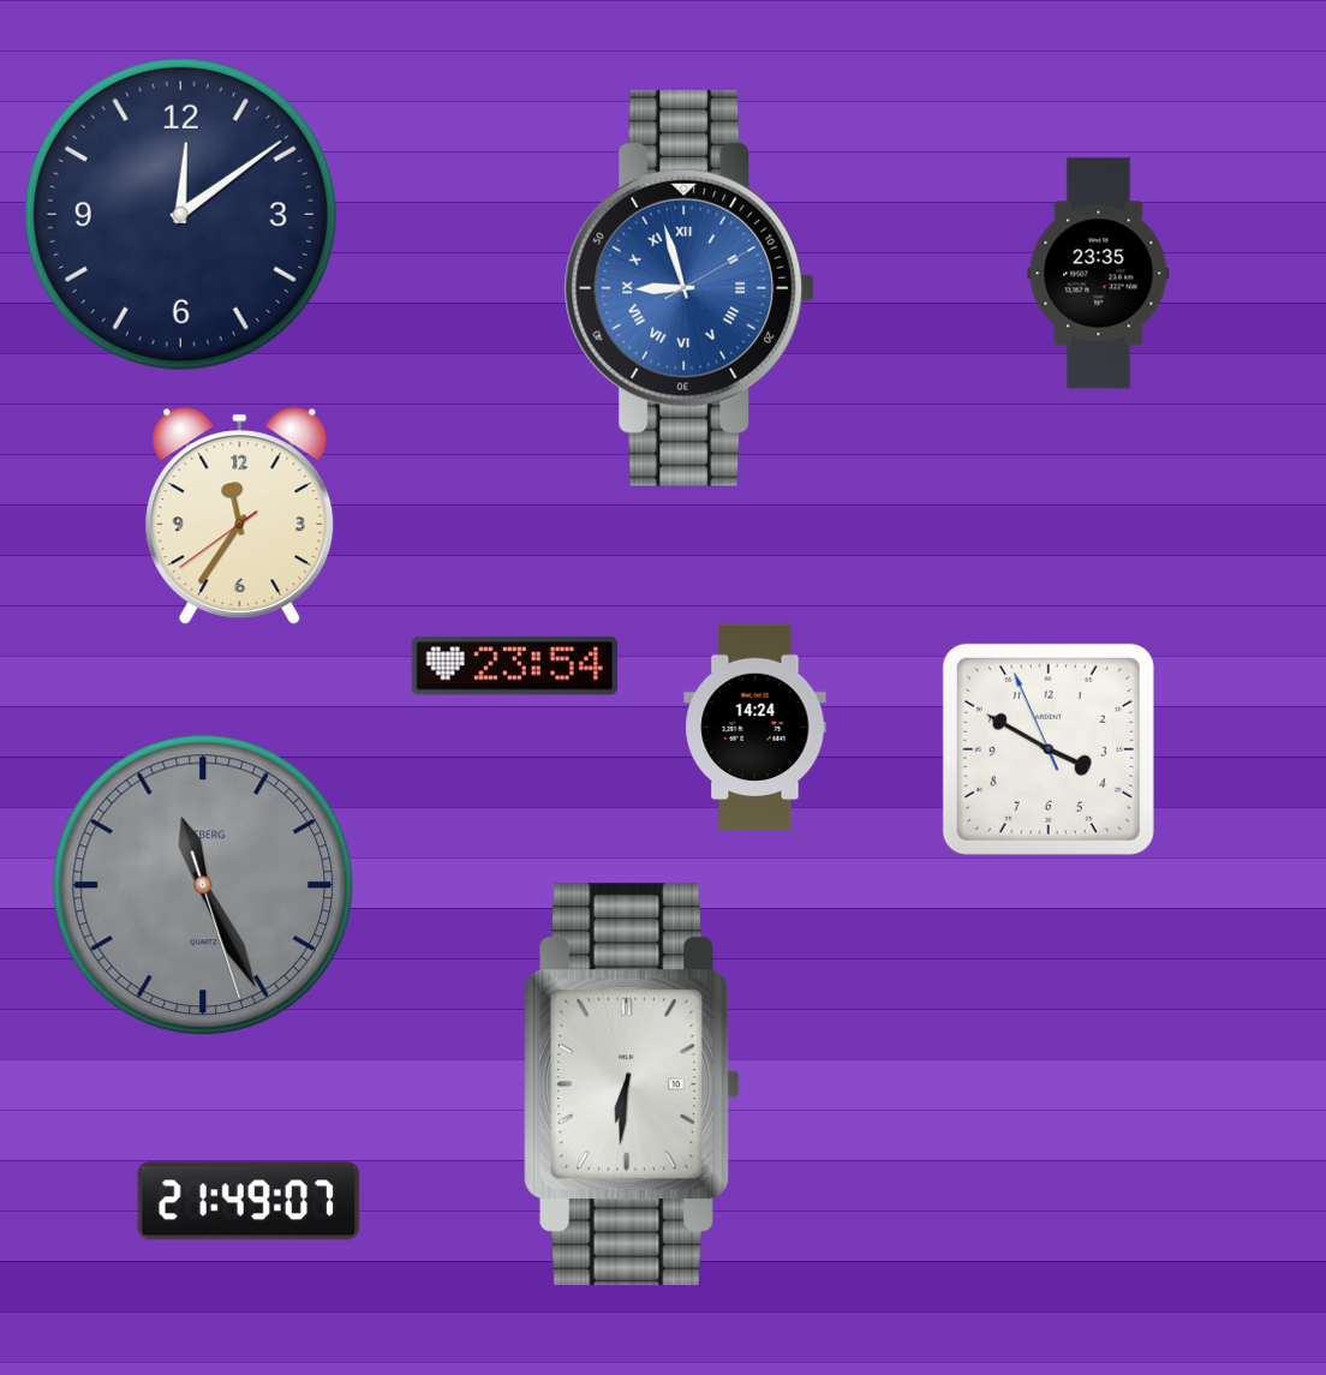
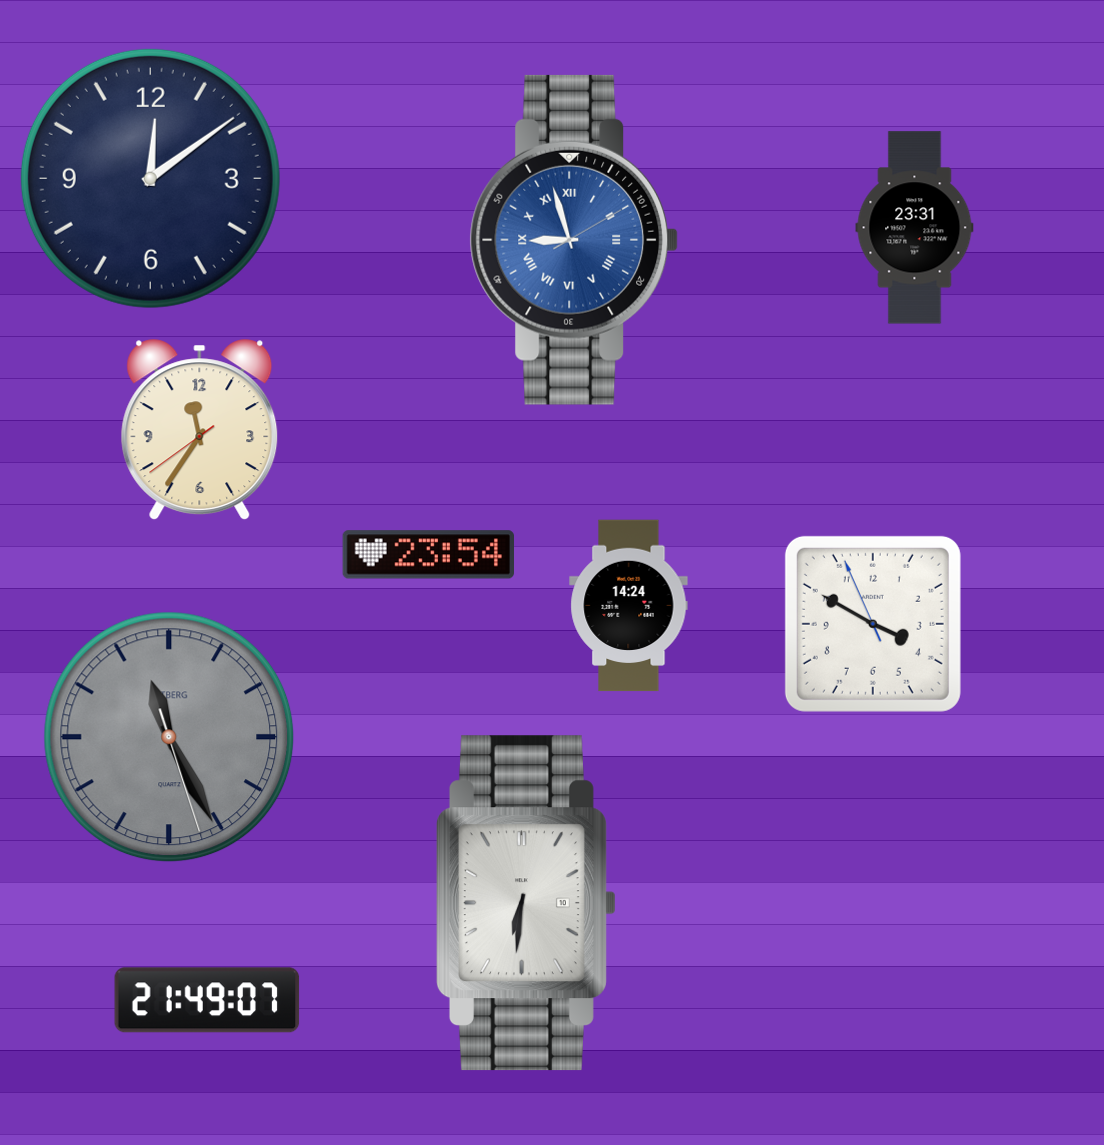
clock at (1099, 274): 23:35 -> 23:31
